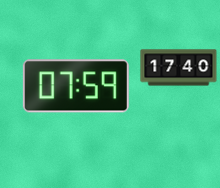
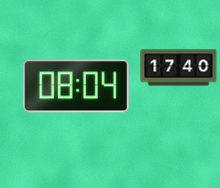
clock at (76, 86): 07:59 -> 08:04
